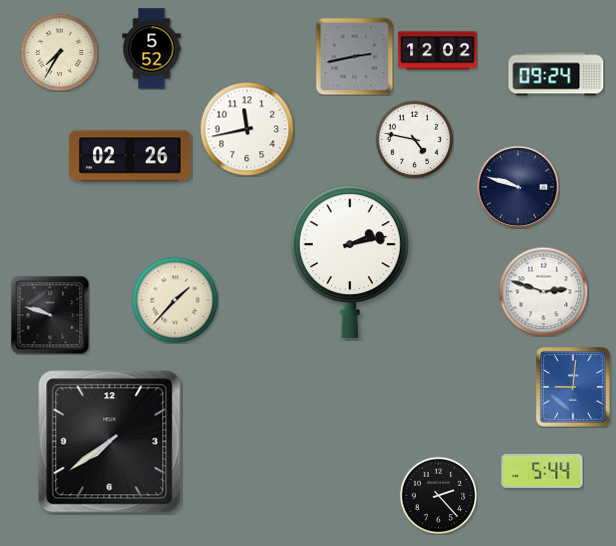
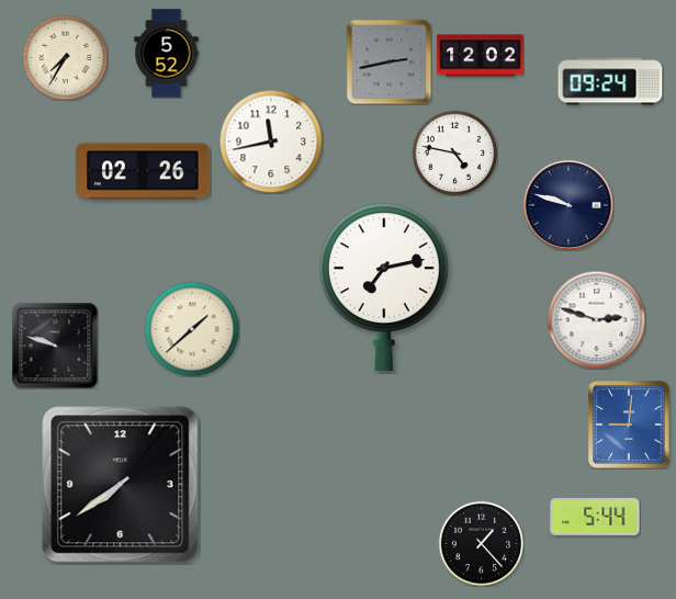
clock at (350, 262): 2:13 -> 7:13
clock at (175, 300): 1:37 -> 1:38
clock at (438, 495): 2:23 -> 1:23
